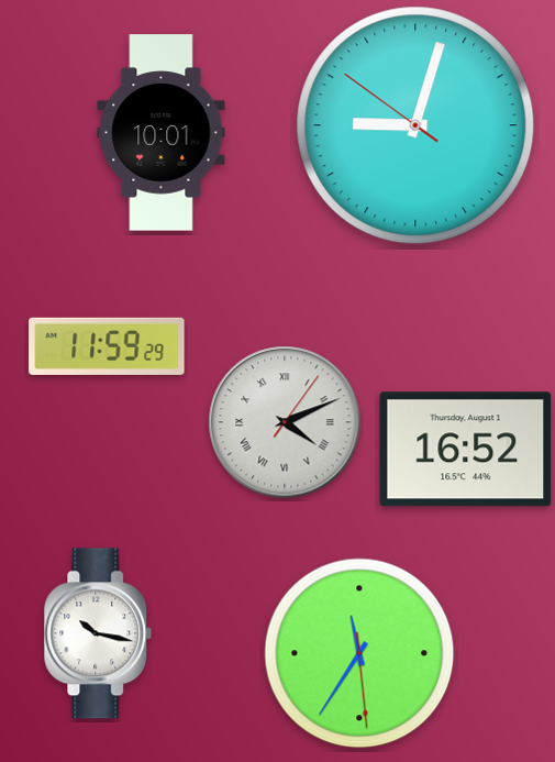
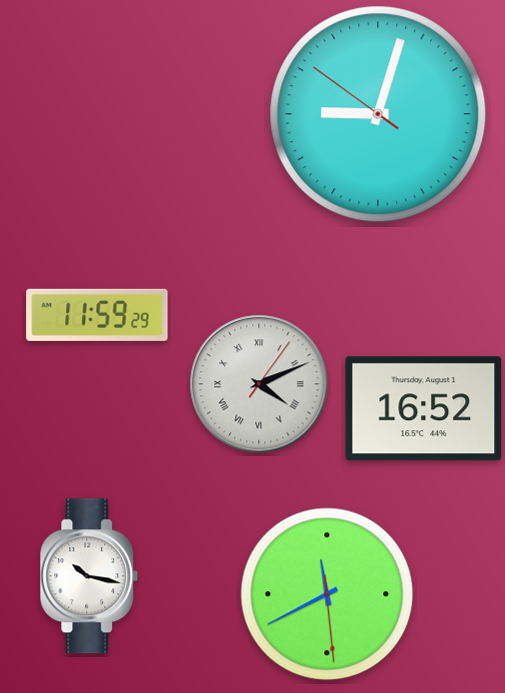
clock at (162, 133): 10:01 -> none
clock at (359, 653): 11:35 -> 11:40
